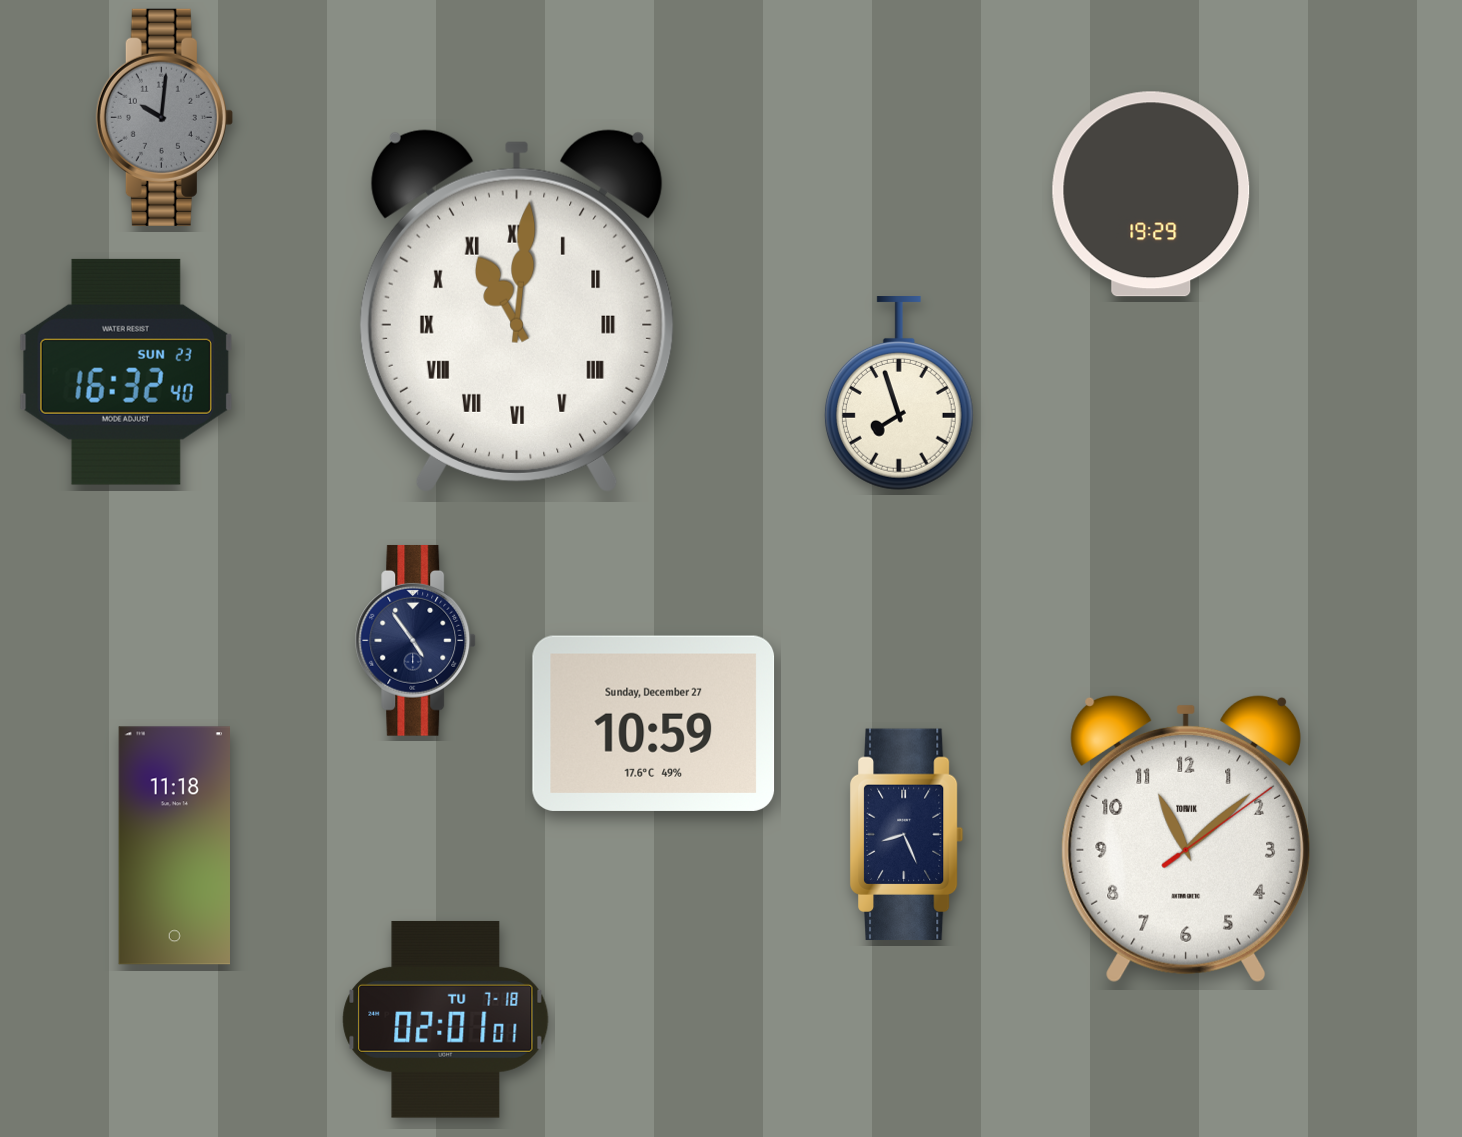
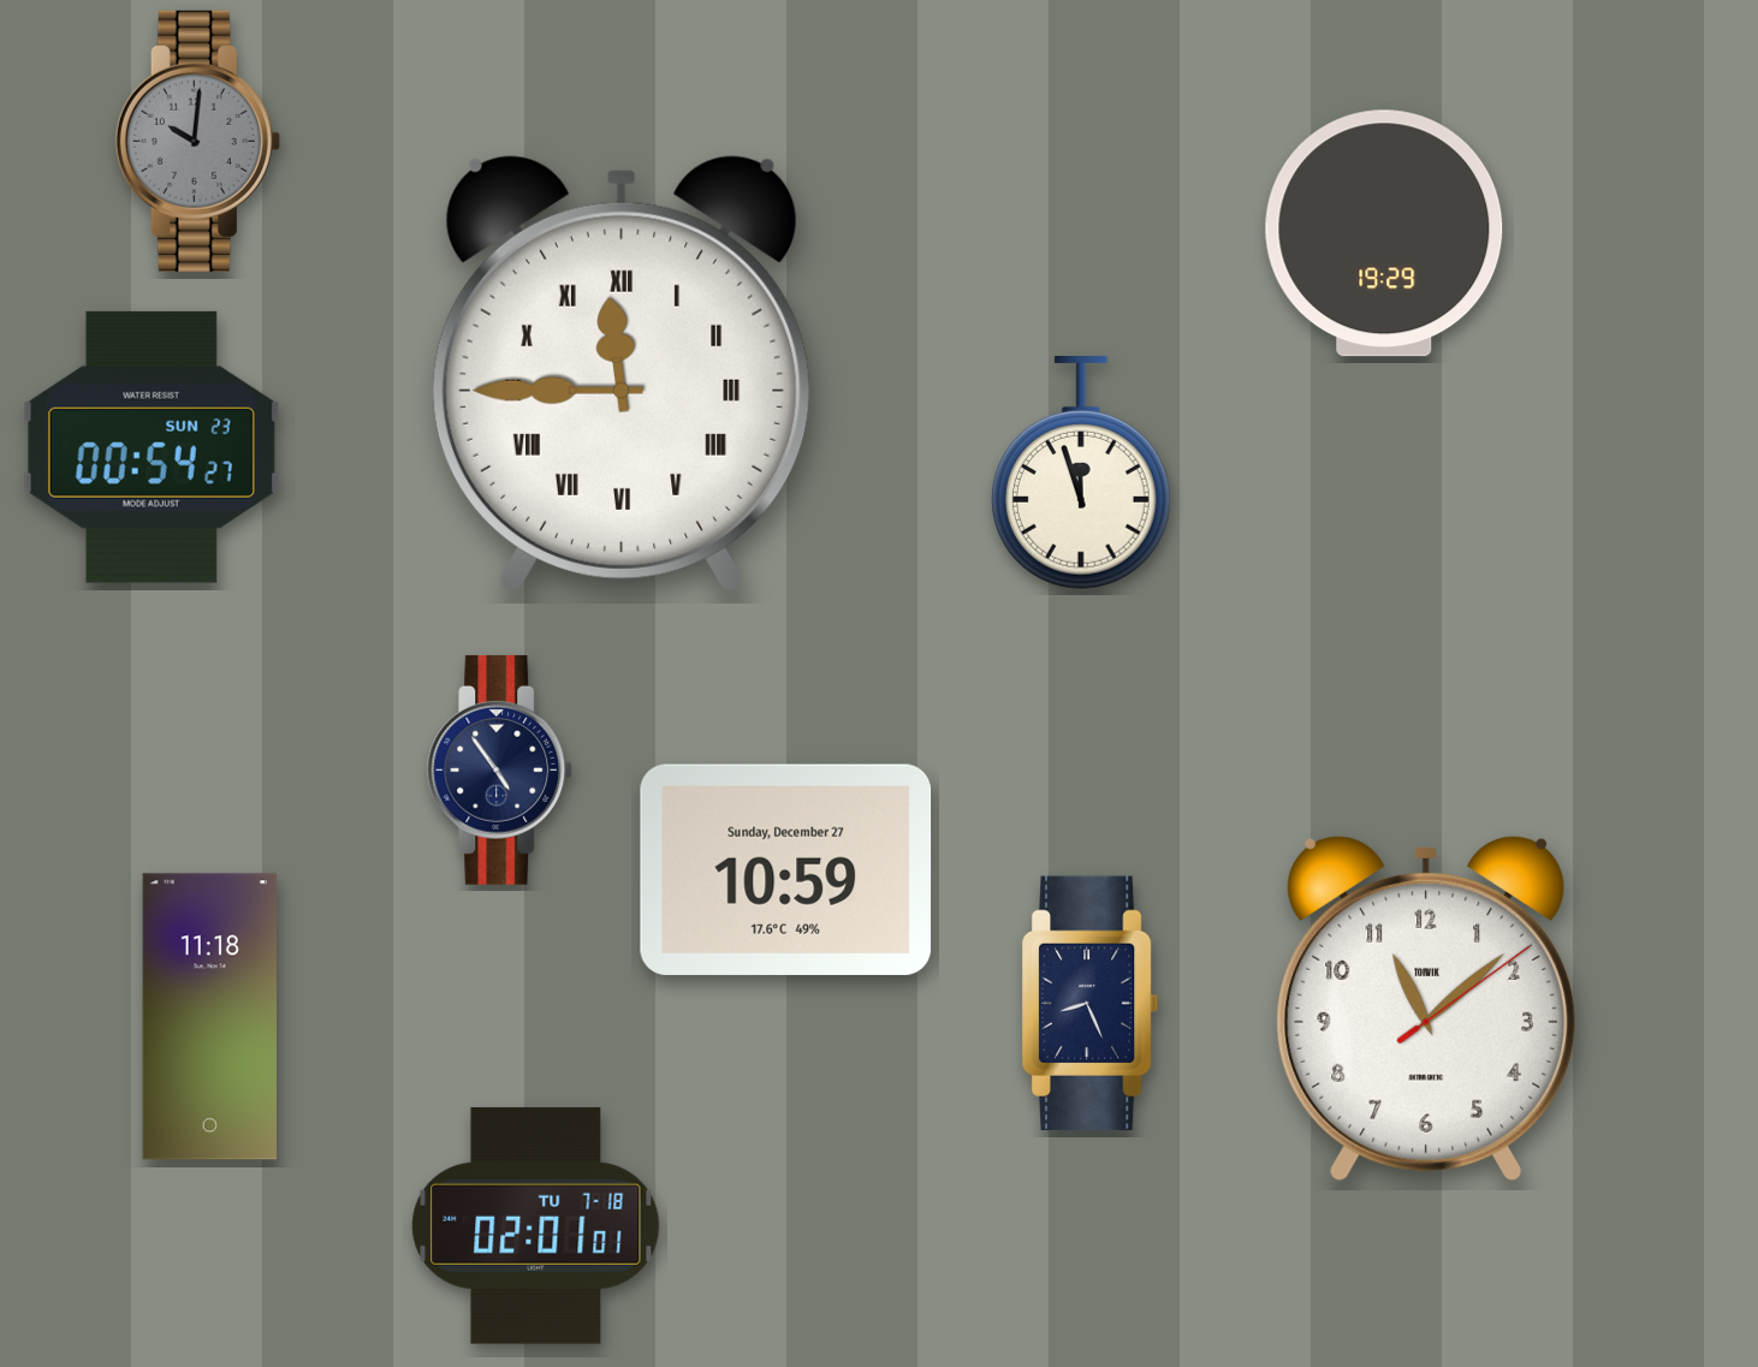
clock at (517, 311): 11:01 -> 11:45
clock at (126, 372): 16:32 -> 00:54
clock at (899, 393): 7:57 -> 11:57
